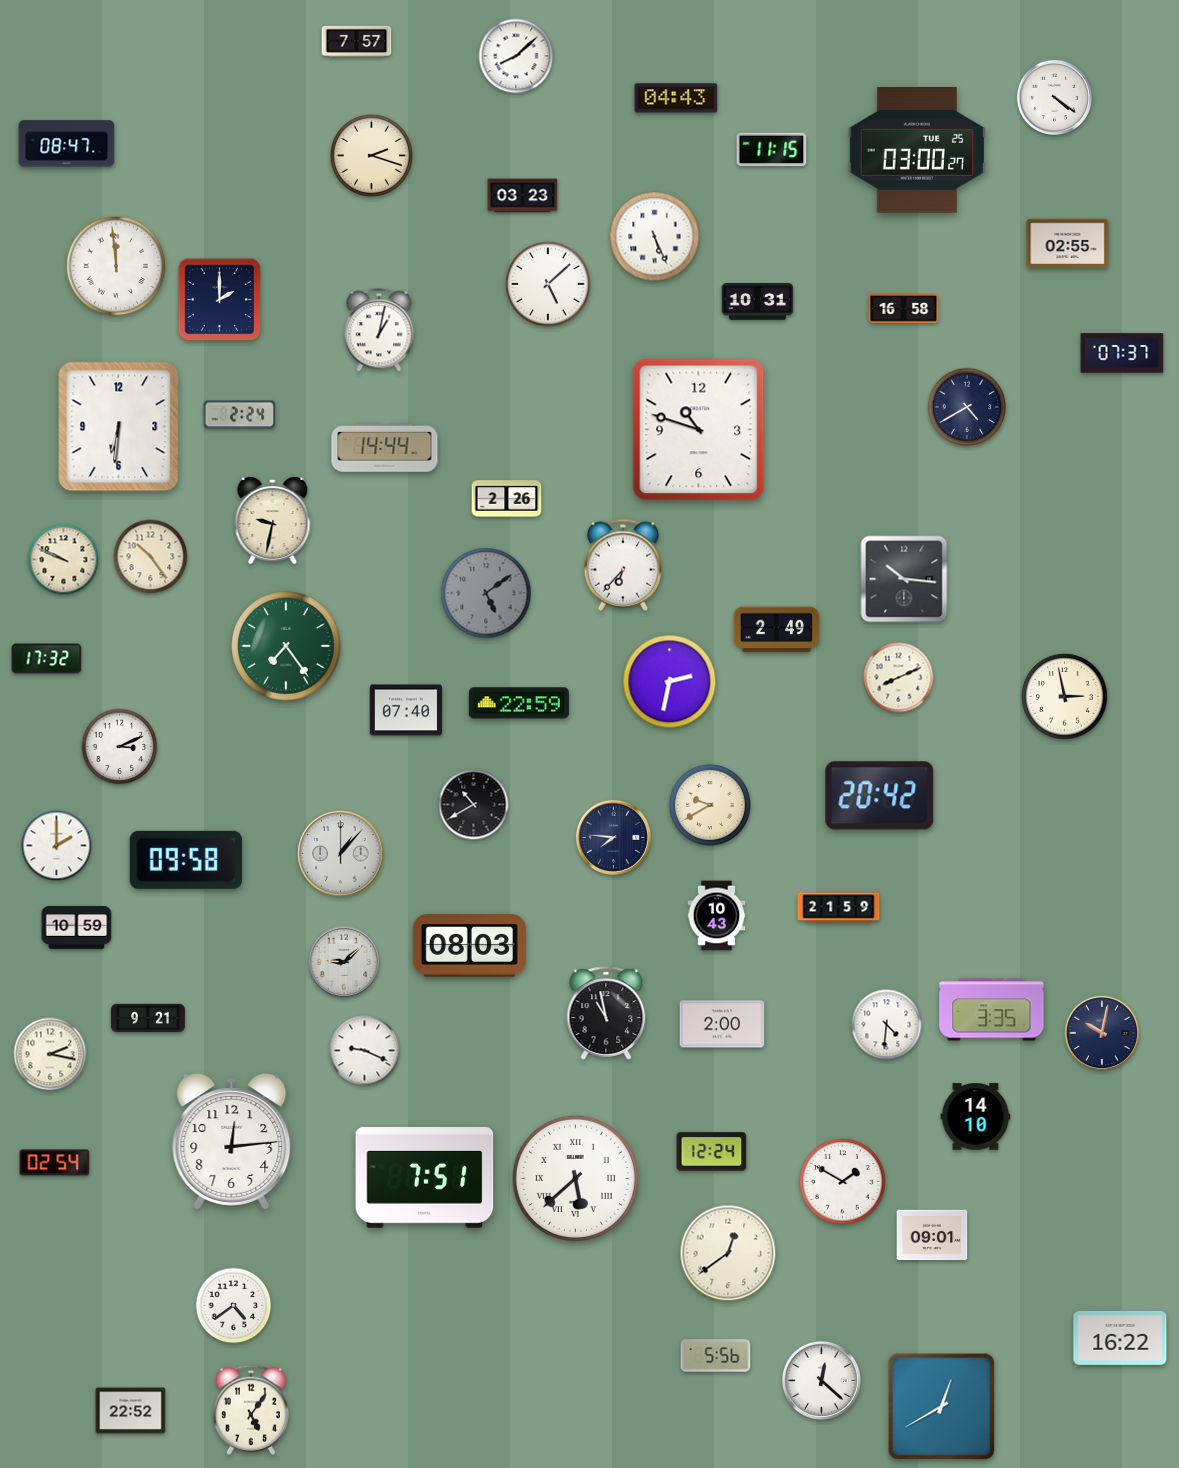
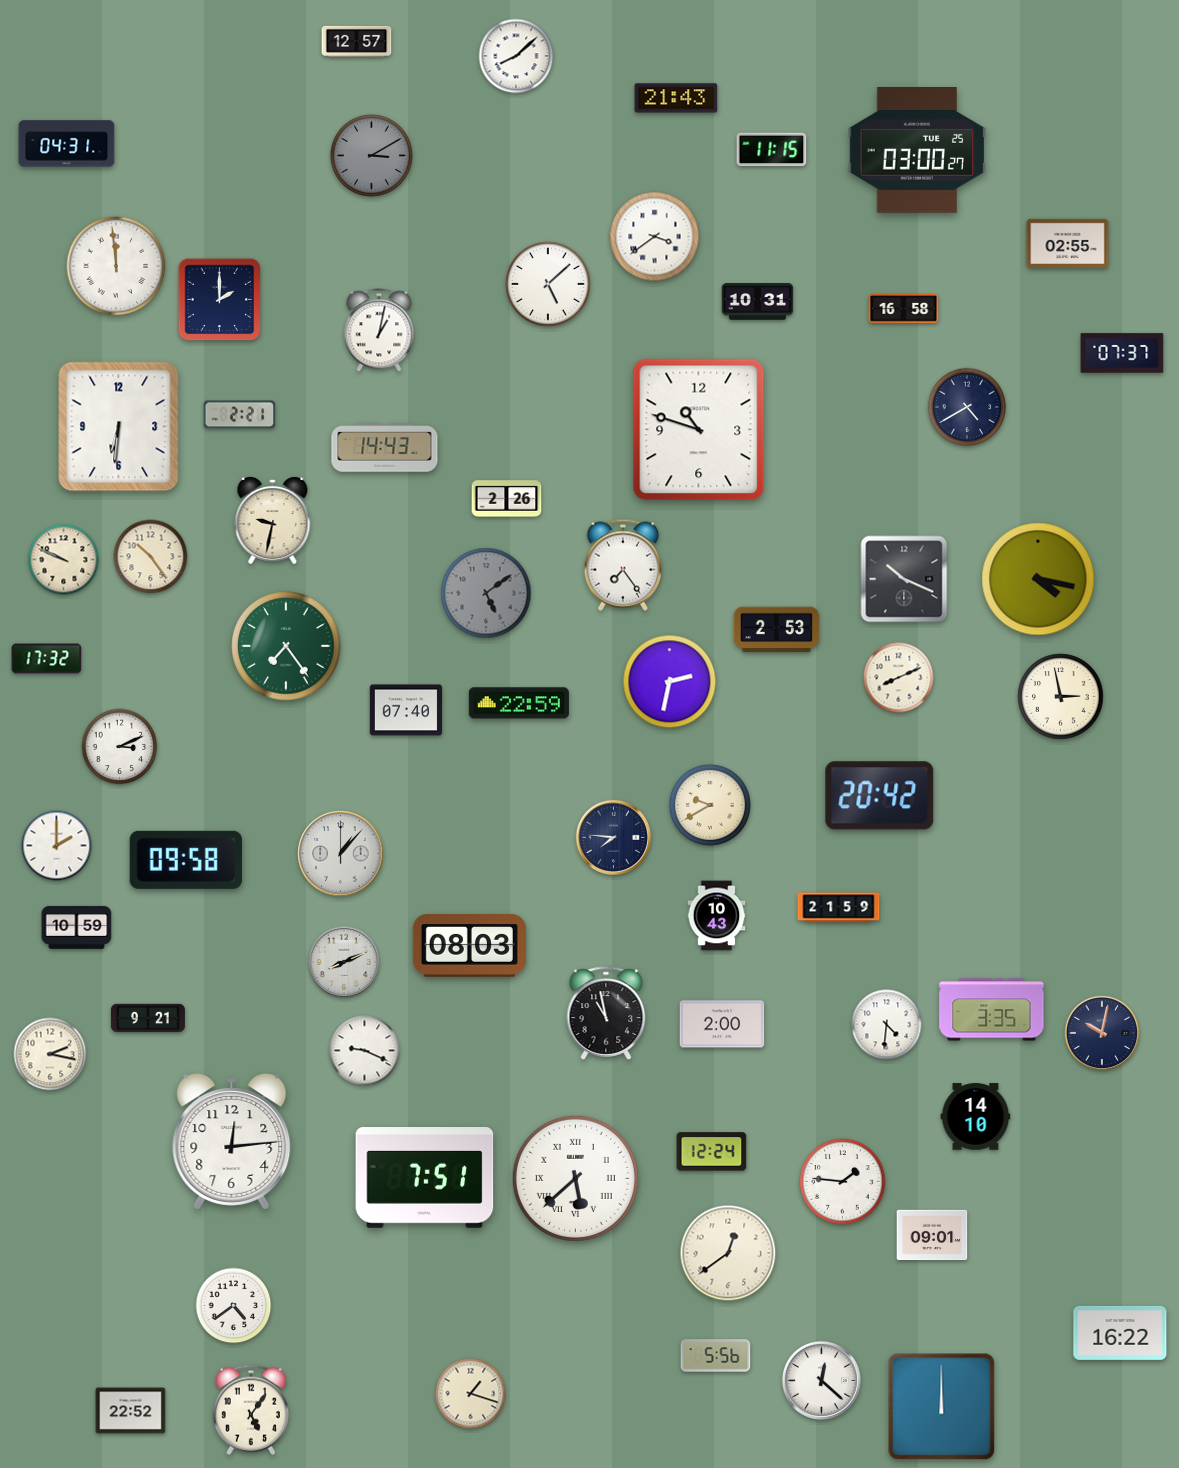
clock at (357, 41): 7:57 -> 12:57
clock at (1054, 97): 4:21 -> none
clock at (676, 98): 04:43 -> 21:43
clock at (67, 144): 08:47 -> 04:31
clock at (371, 155): 2:18 -> 3:10
clock at (371, 155) dial: cream -> grey
clock at (523, 196): 03:23 -> none
clock at (655, 237): 5:26 -> 3:39
clock at (240, 415): 2:24 -> 2:21
clock at (385, 448): 14:44 -> 14:43
clock at (623, 565): 6:37 -> 7:24
clock at (904, 579): 10:16 -> 10:19
clock at (1038, 579): none -> 4:17
clock at (777, 630): 2:49 -> 2:53
clock at (1065, 697) position: (1065, 697) -> (1061, 697)
clock at (474, 805): 10:40 -> none
clock at (344, 962): 9:08 -> 8:11
clock at (55, 1163): 02:54 -> none
clock at (843, 1182): 1:50 -> 1:46
clock at (1120, 1338) position: (1120, 1338) -> (1120, 1333)
clock at (471, 1394): none -> 1:18
clock at (942, 1407): 12:40 -> 12:00
